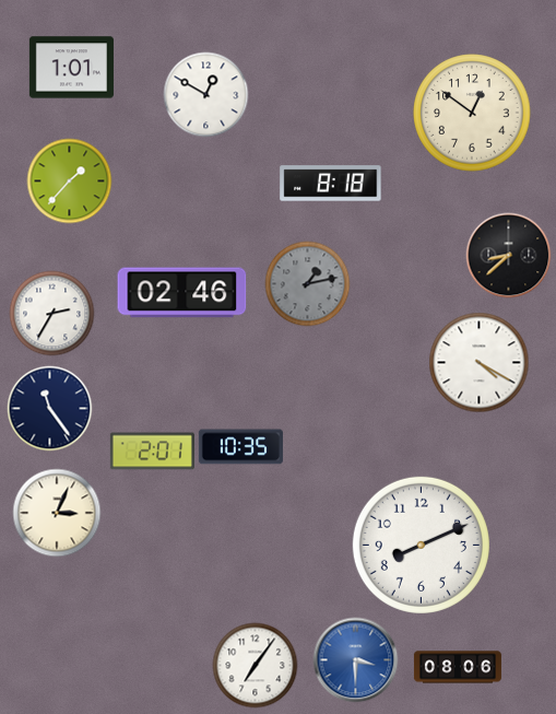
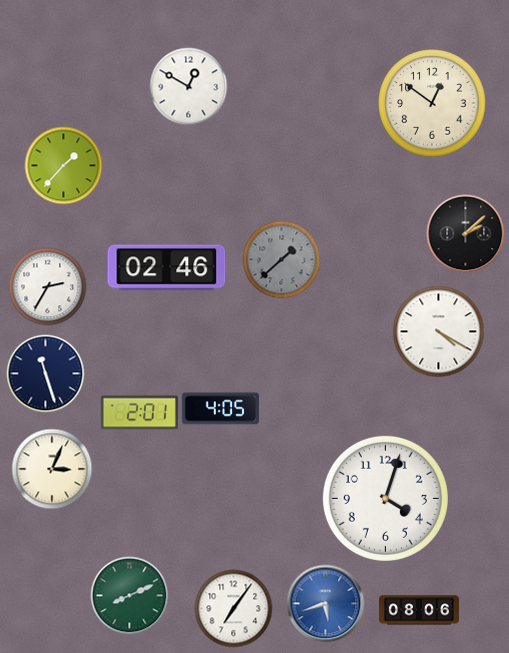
clock at (71, 68): 1:01 -> none
clock at (331, 184): 8:18 -> none
clock at (508, 255): 8:38 -> 2:08
clock at (307, 283): 1:13 -> 1:38
clock at (49, 408): 11:24 -> 11:27
clock at (240, 447): 10:35 -> 4:05
clock at (421, 545): 8:11 -> 4:03
clock at (129, 595): none -> 8:11
clock at (355, 659): 3:30 -> 5:42
